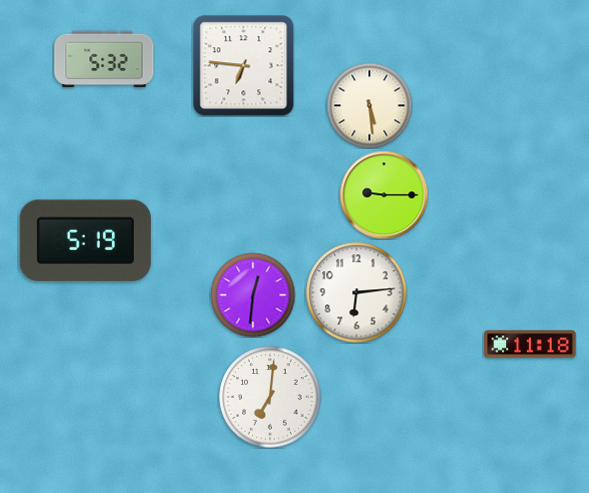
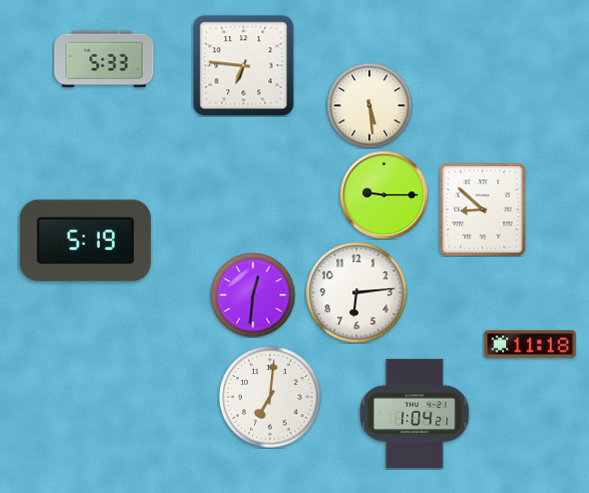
clock at (104, 59): 5:32 -> 5:33
clock at (483, 209): none -> 8:52
clock at (415, 413): none -> 1:04
